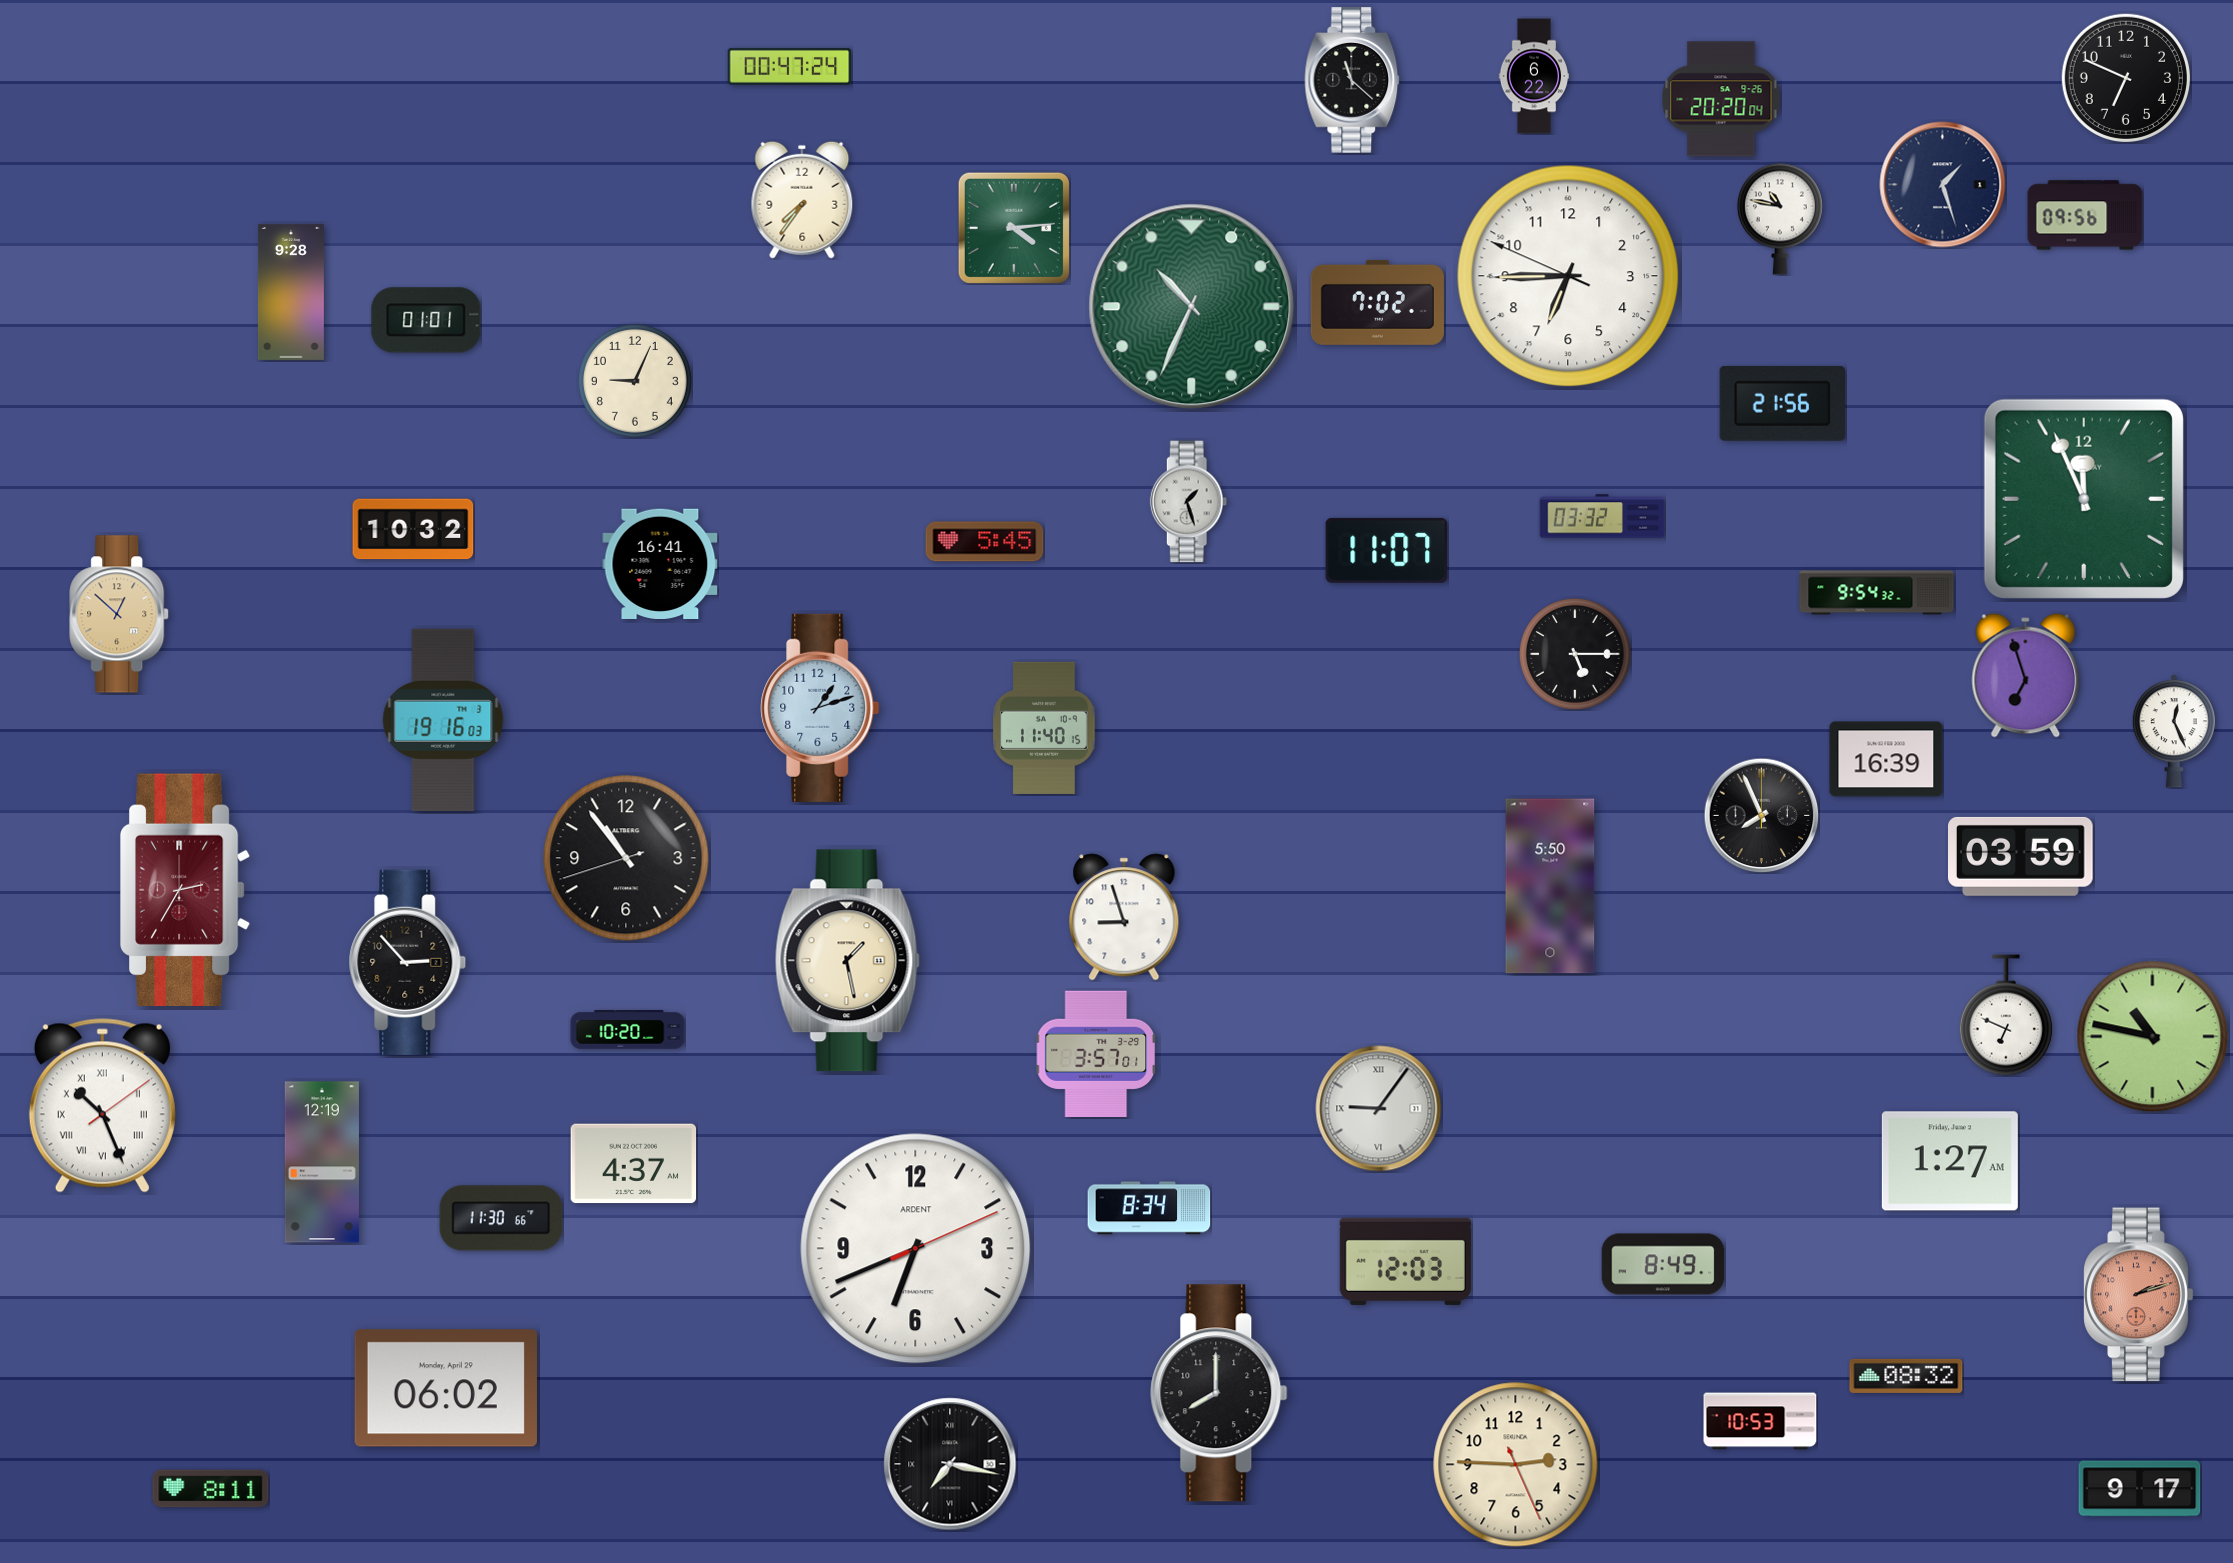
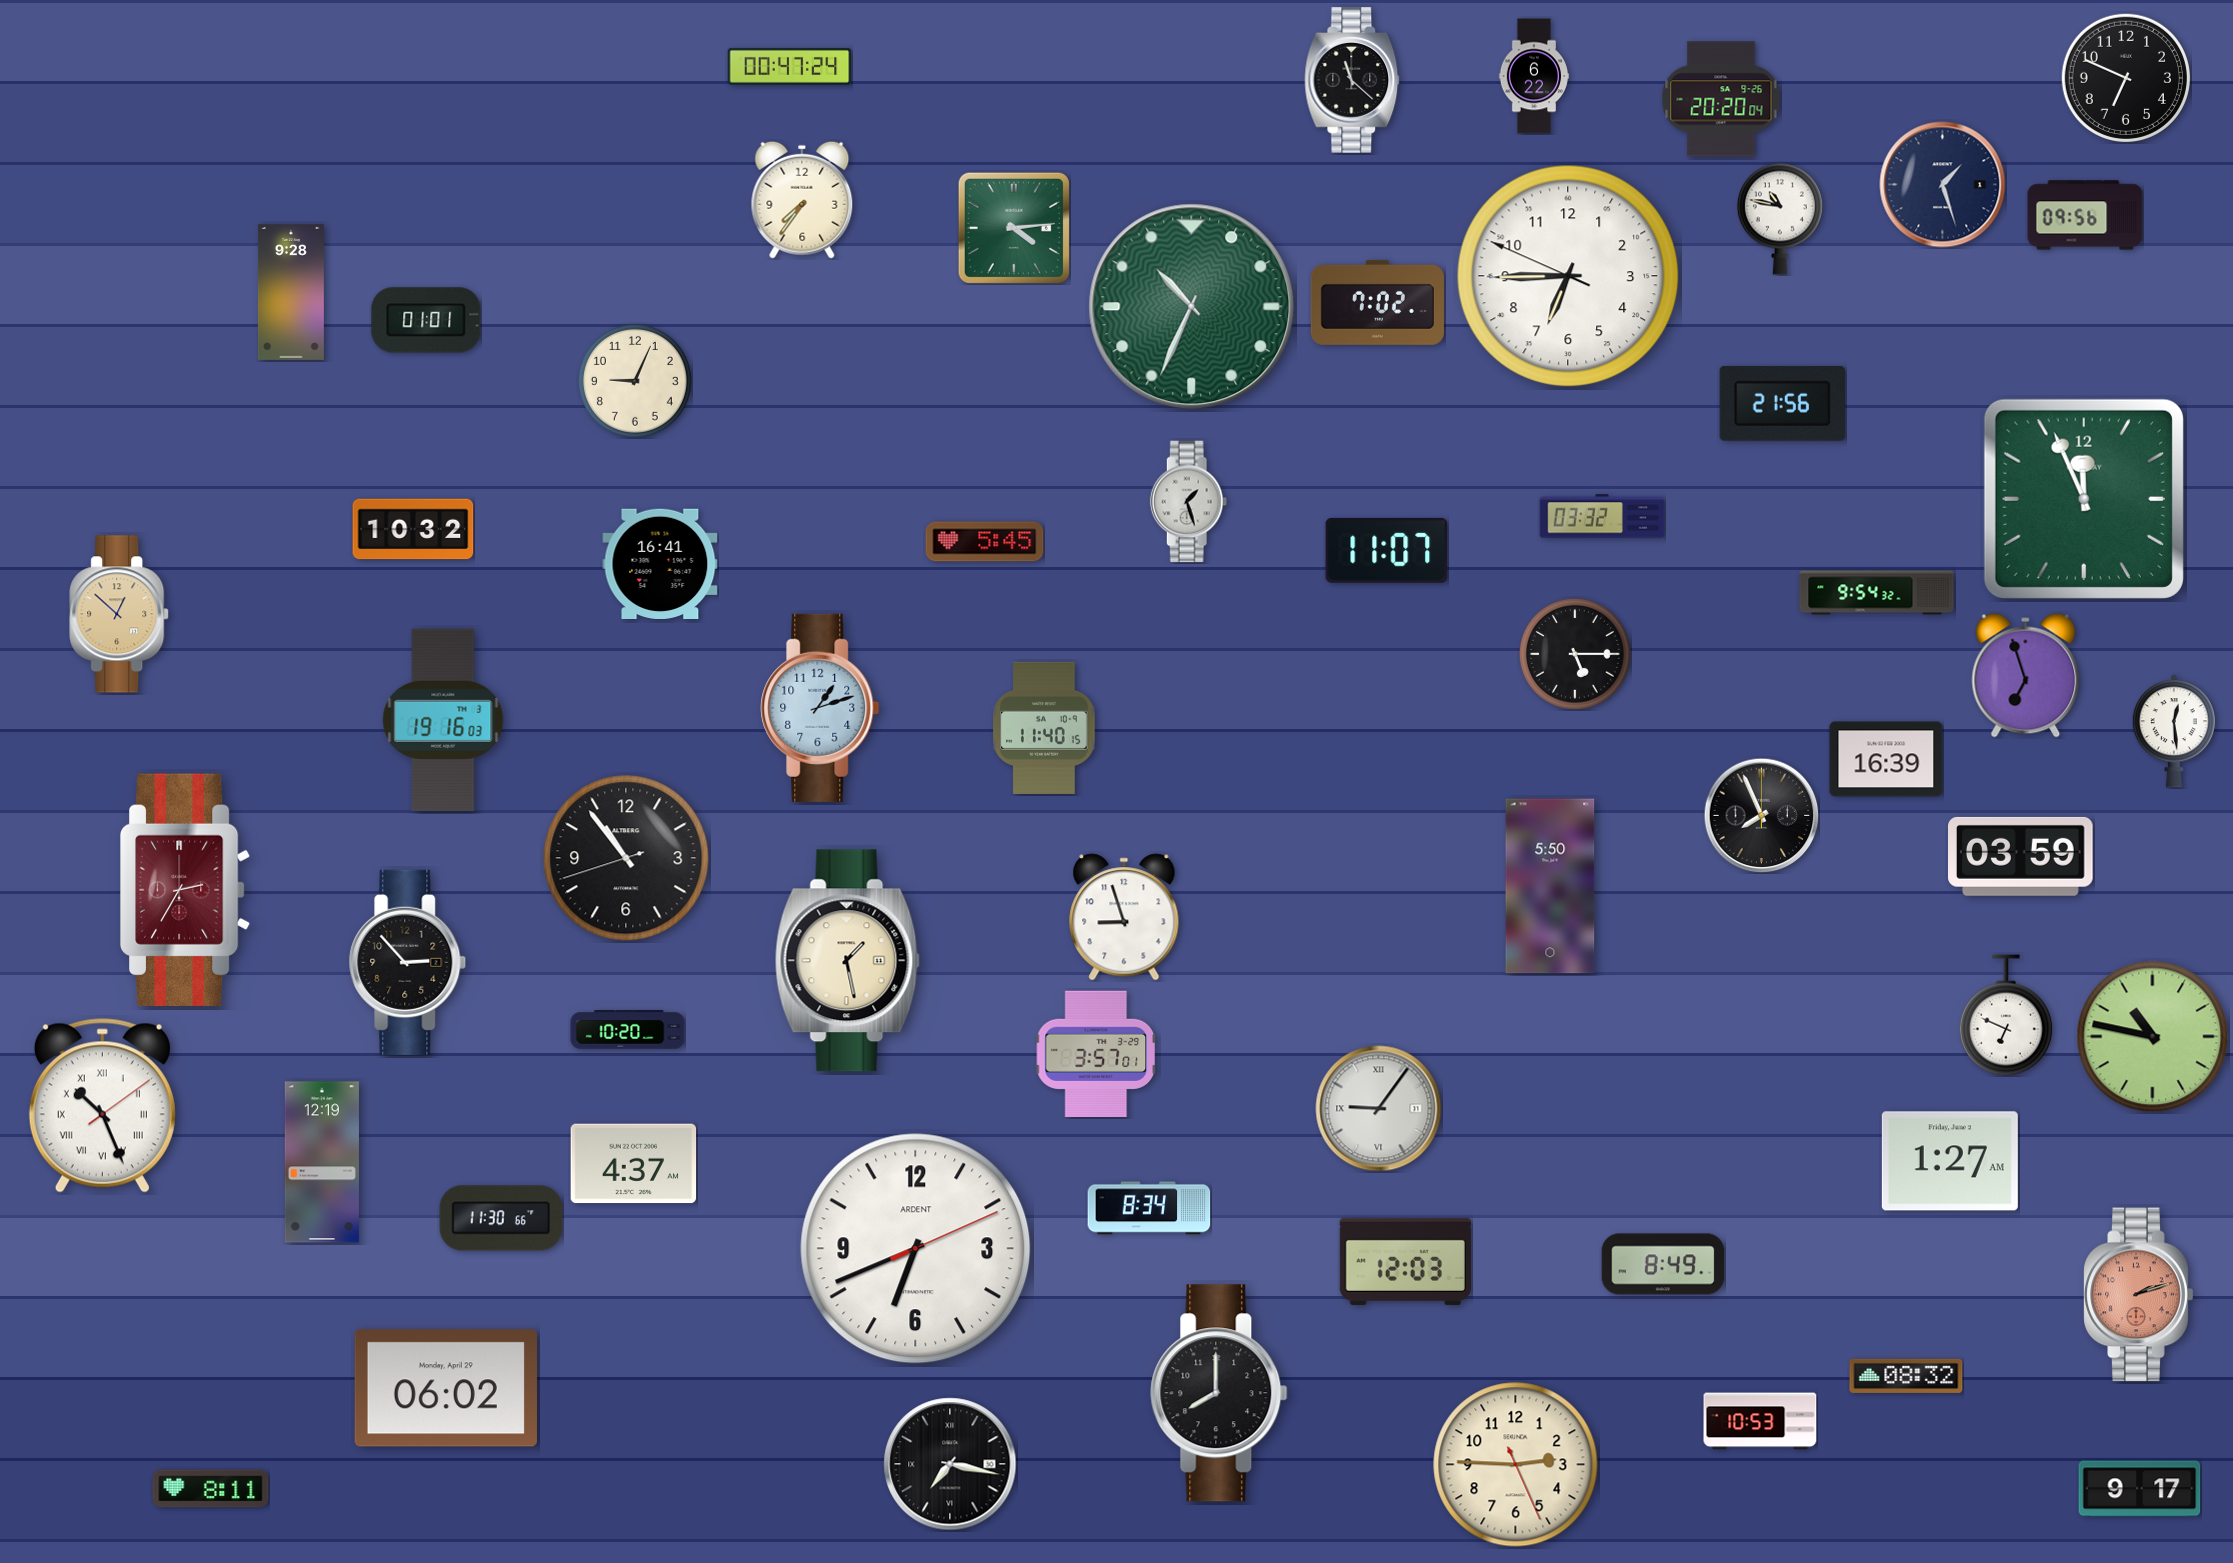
clock at (2174, 731): 12:26 -> 12:29
